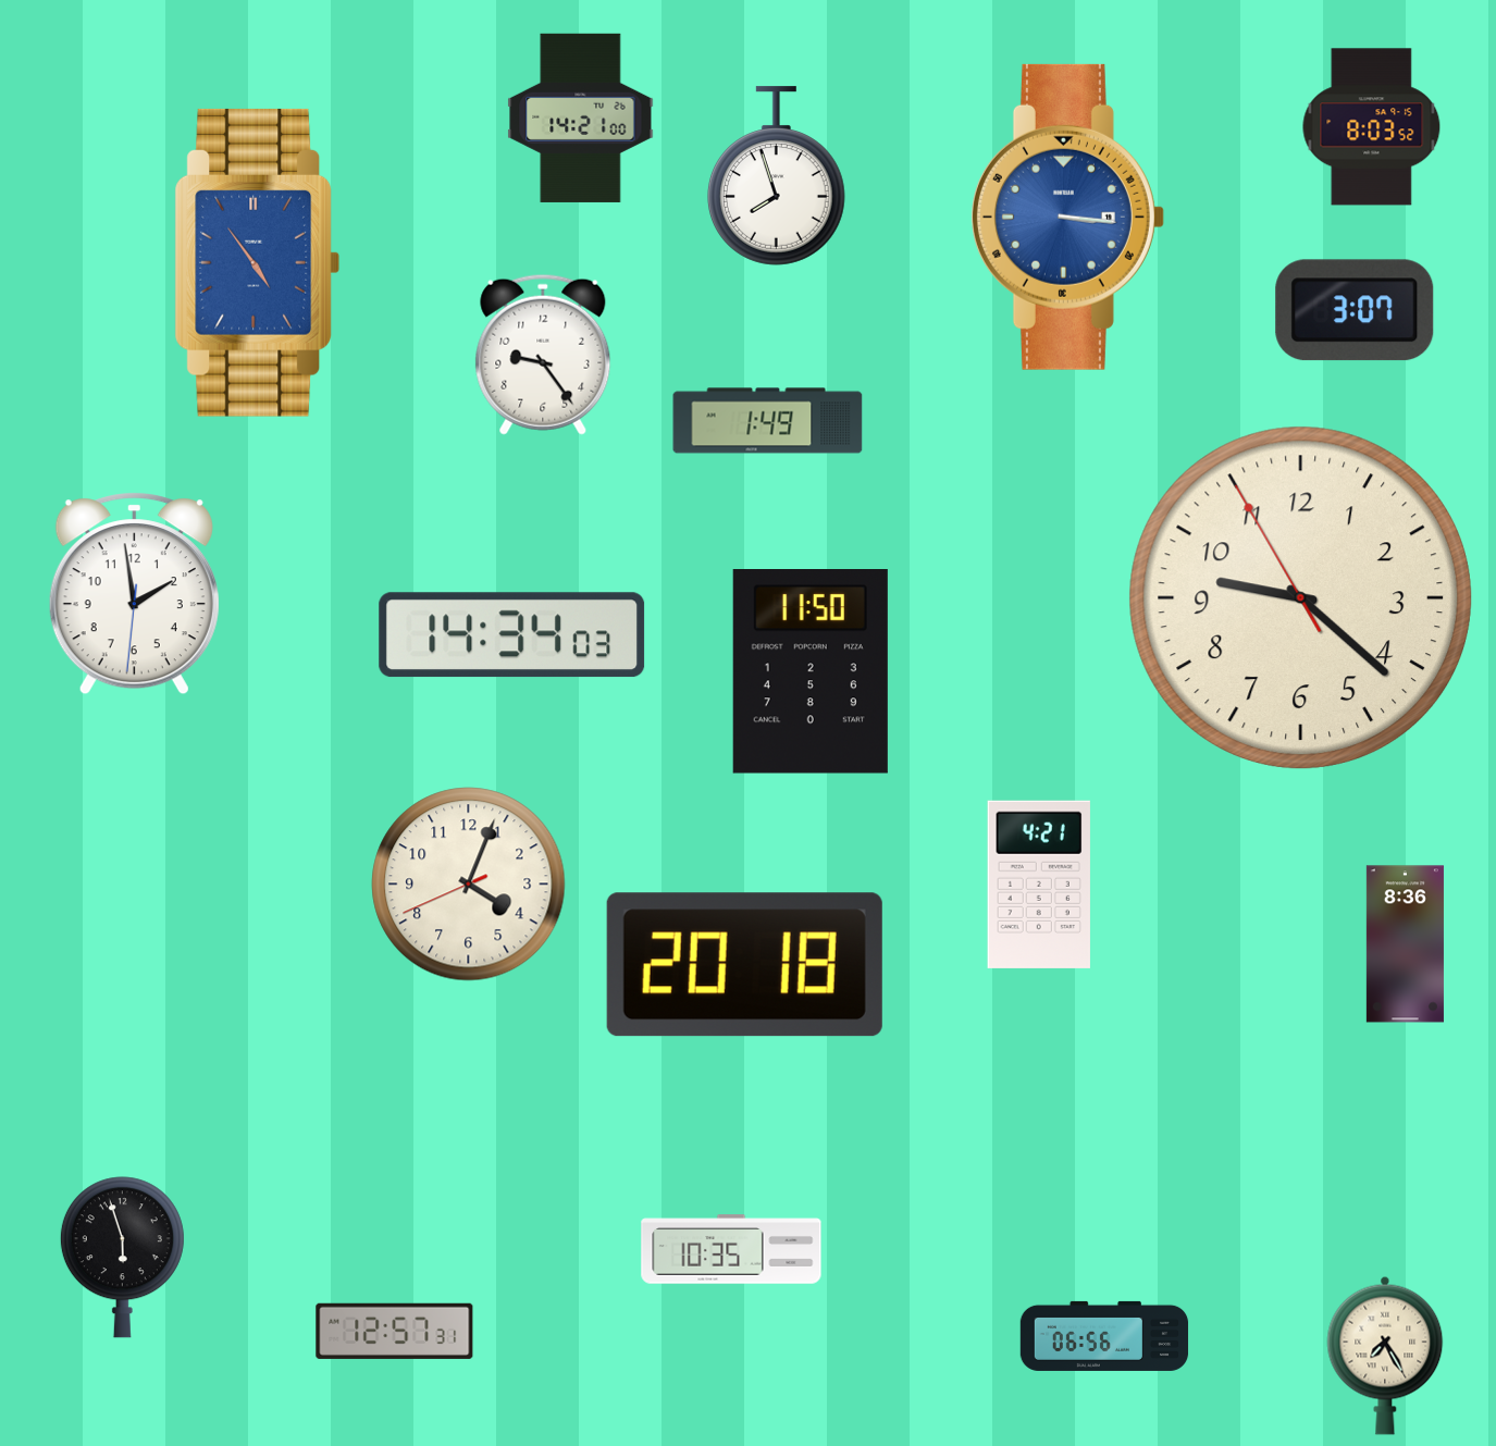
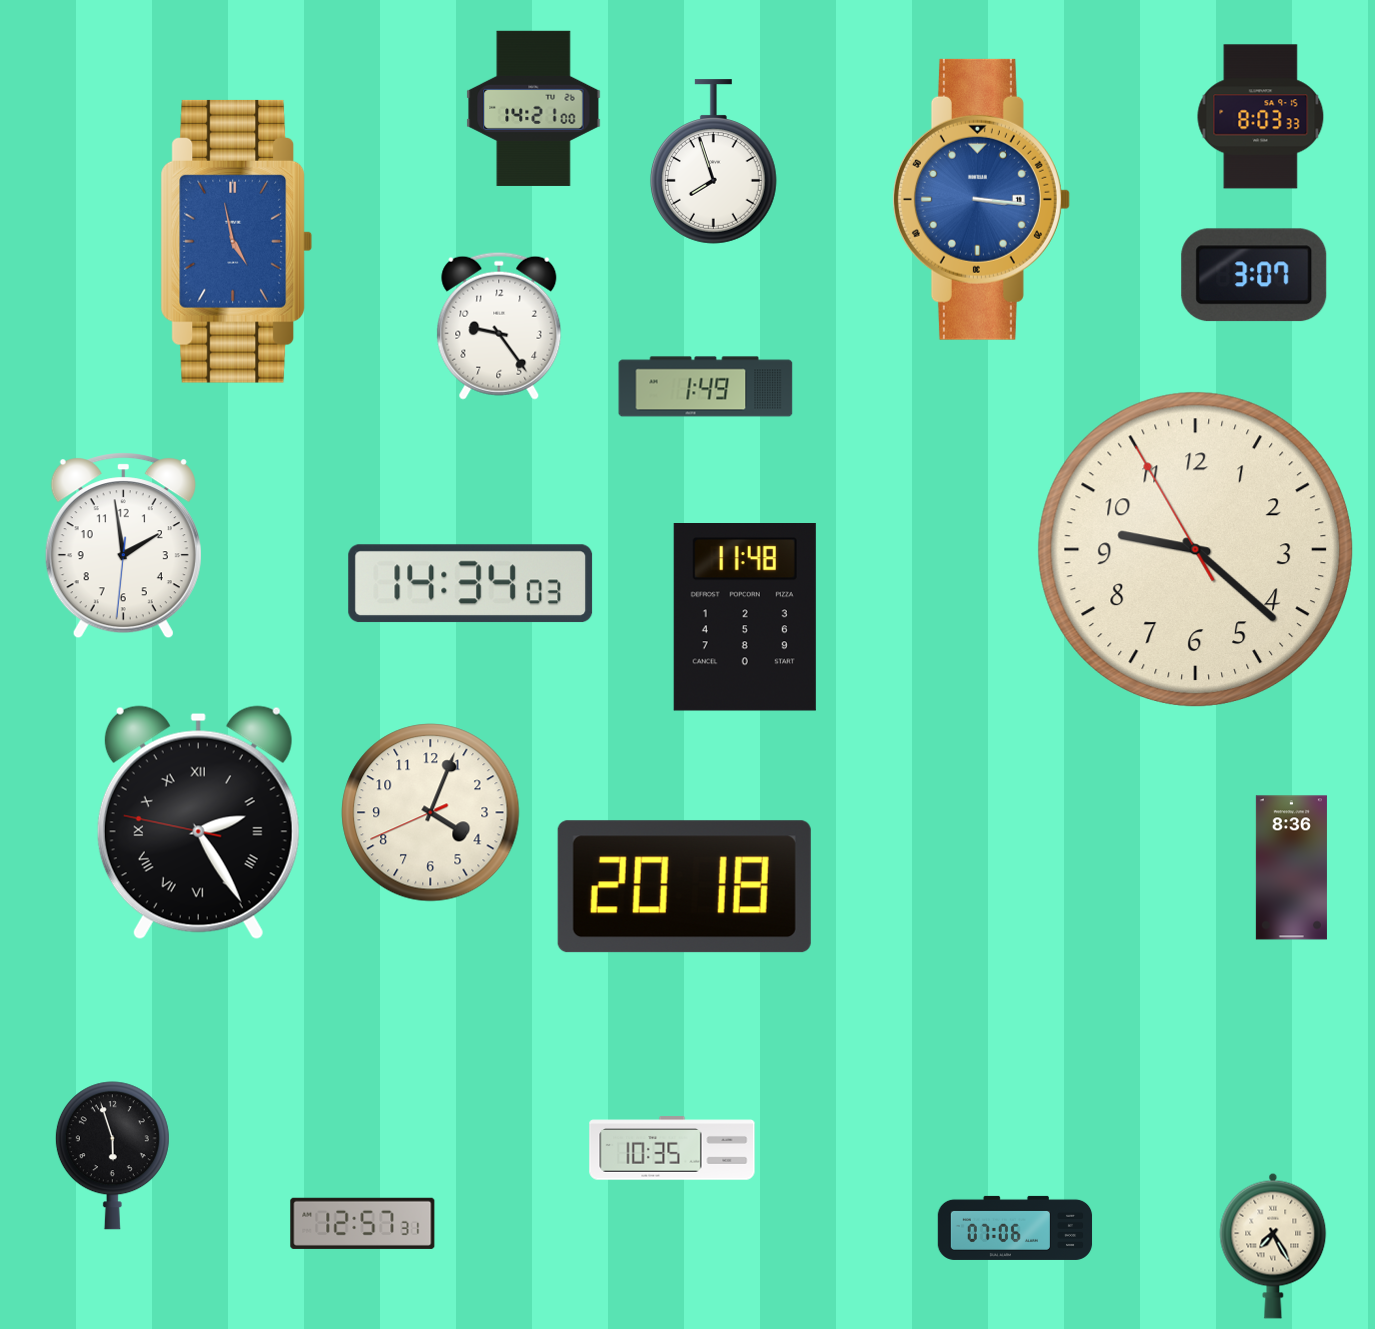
clock at (1372, 127): 8:03:52 -> 8:03:33
clock at (258, 262): 4:54 -> 4:58
clock at (1355, 310) position: (1355, 310) -> (1254, 275)
clock at (811, 672): 11:50 -> 11:48
clock at (1039, 885): 4:21 -> none
clock at (198, 823): none -> 2:24
clock at (1104, 1336): 06:56 -> 07:06
